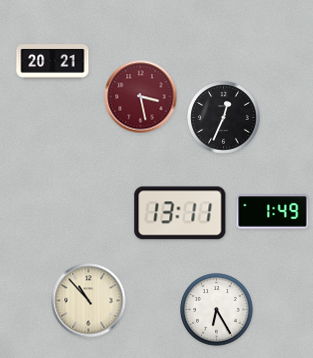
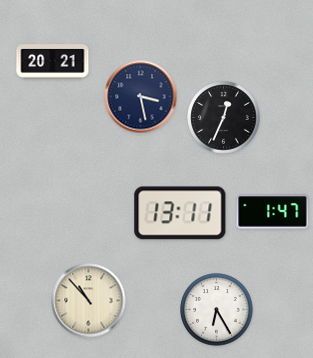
clock at (141, 97) dial: burgundy -> navy
clock at (273, 212): 1:49 -> 1:47
